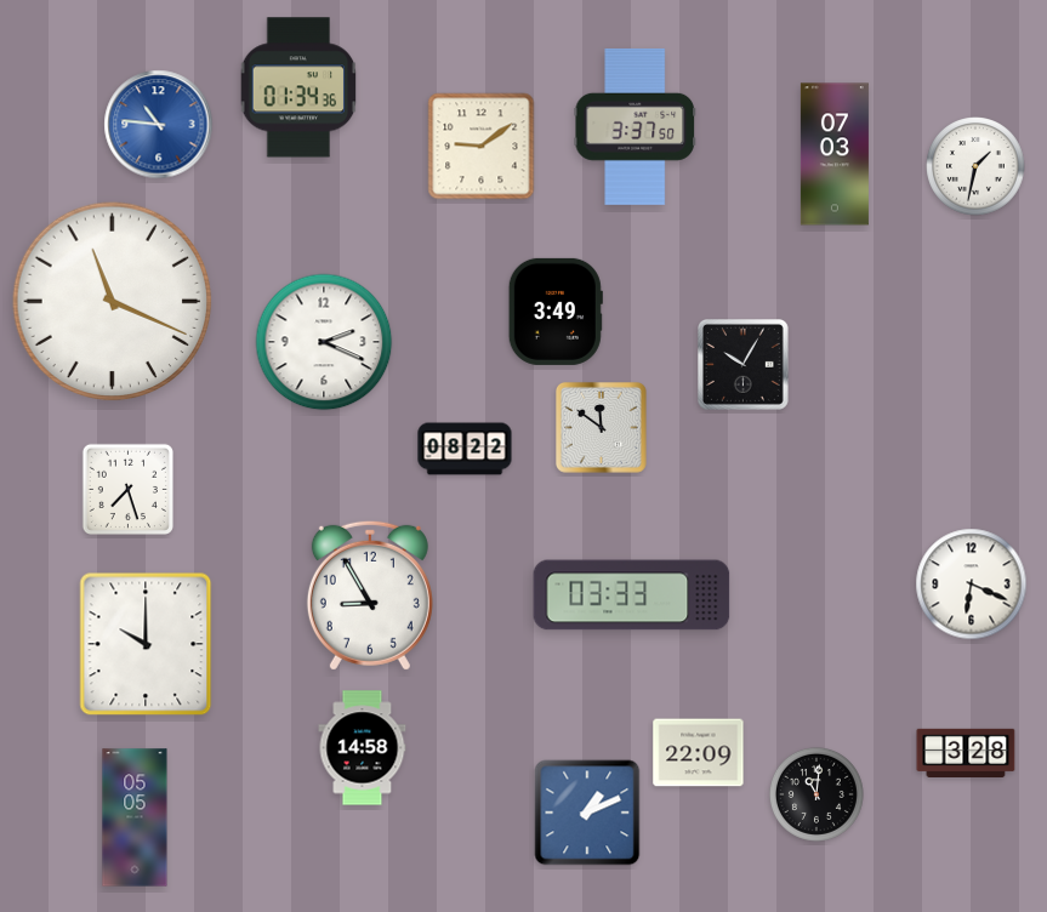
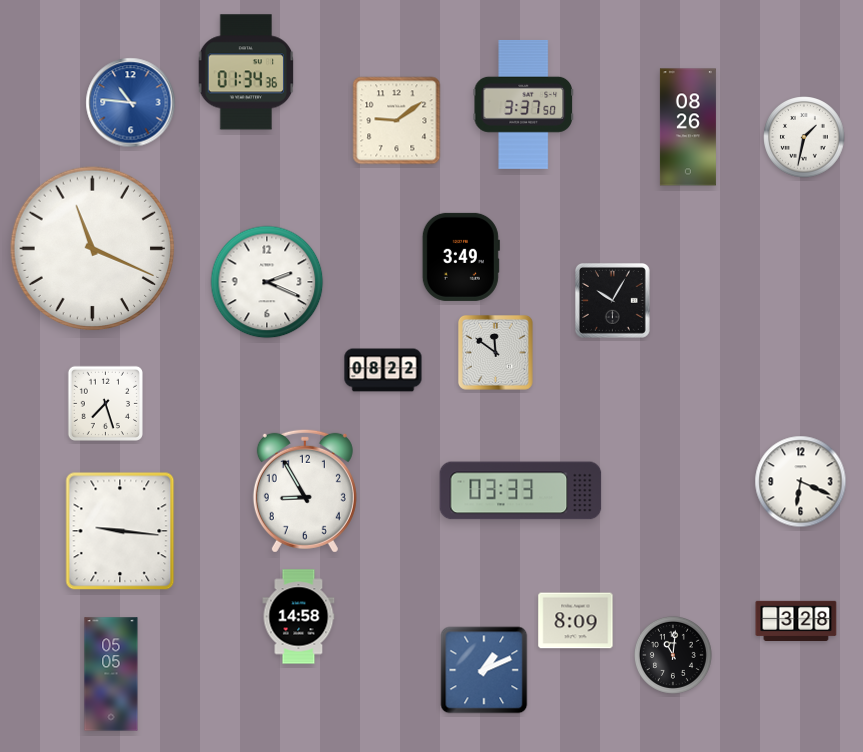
clock at (835, 154): 07:03 -> 08:26
clock at (556, 312) position: (556, 312) -> (461, 257)
clock at (146, 644): 10:00 -> 9:16
clock at (699, 753): 22:09 -> 8:09
